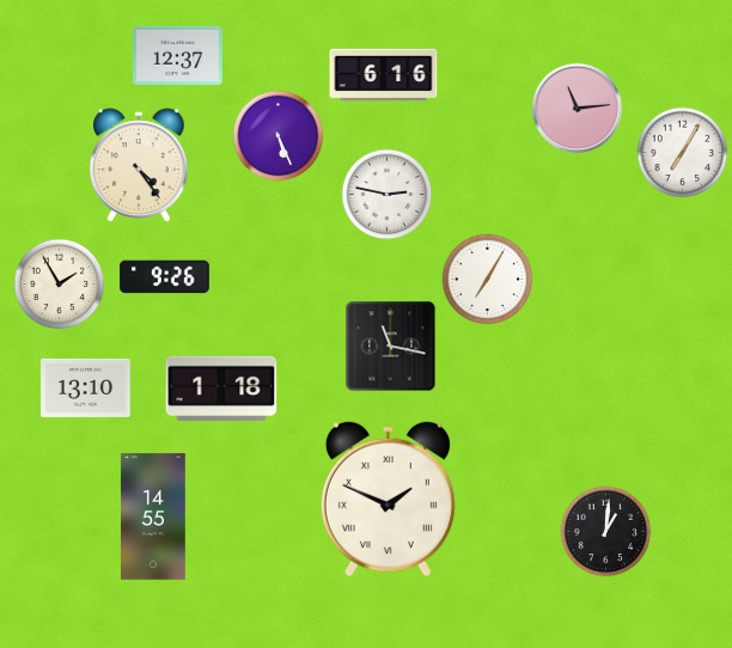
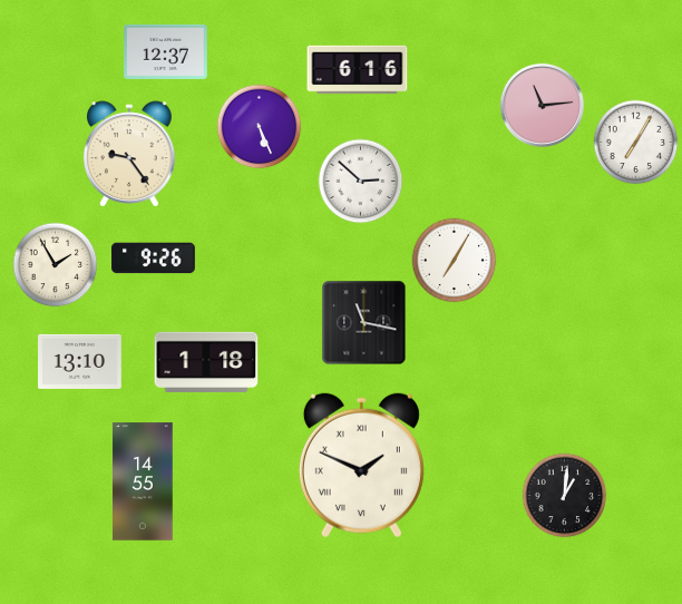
clock at (577, 108) position: (577, 108) -> (542, 105)
clock at (140, 165): 4:24 -> 9:24
clock at (388, 195): 2:47 -> 2:52
